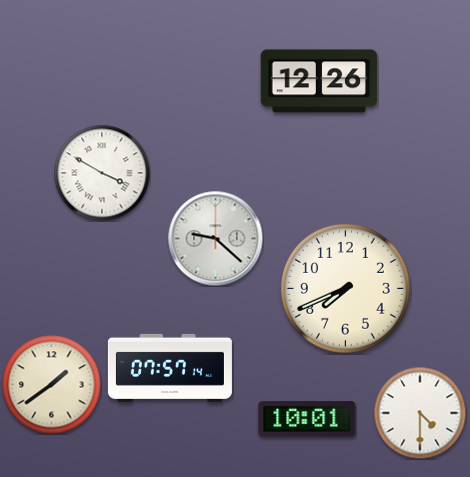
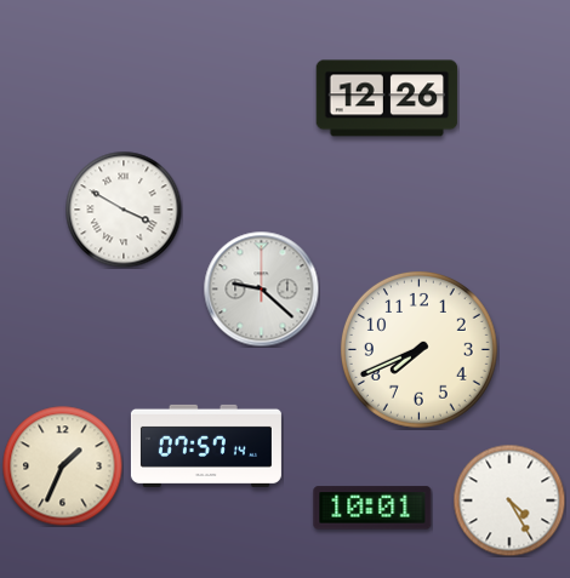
clock at (52, 385): 1:39 -> 1:34
clock at (420, 413): 4:30 -> 4:25
